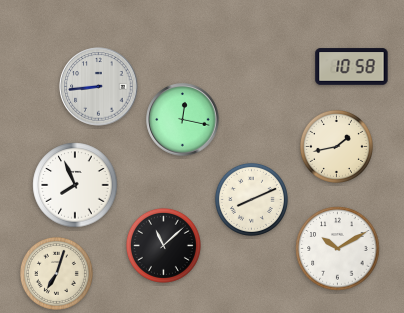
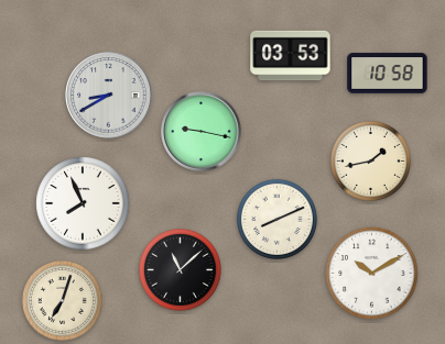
clock at (291, 56): none -> 03:53
clock at (99, 87): 8:44 -> 8:40
clock at (183, 120): 12:17 -> 9:17
